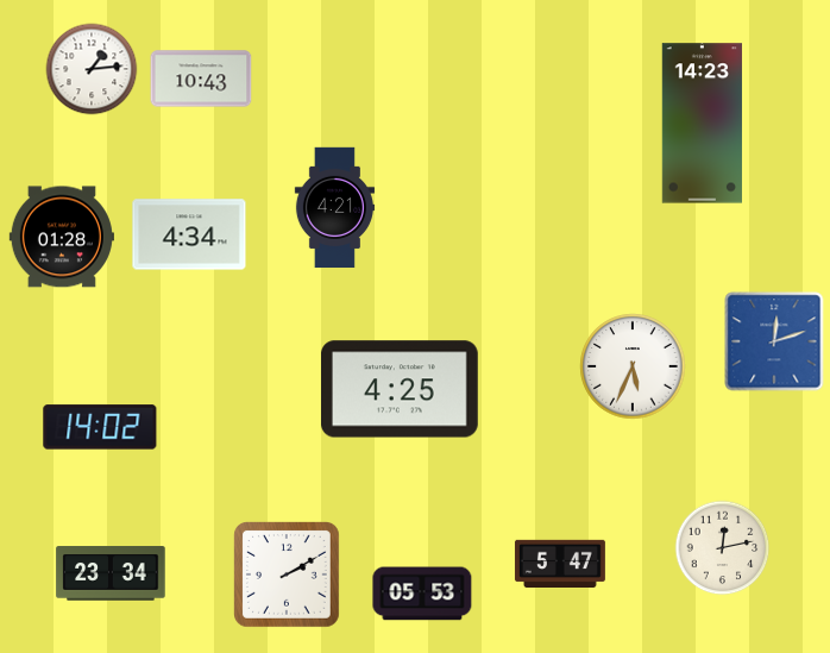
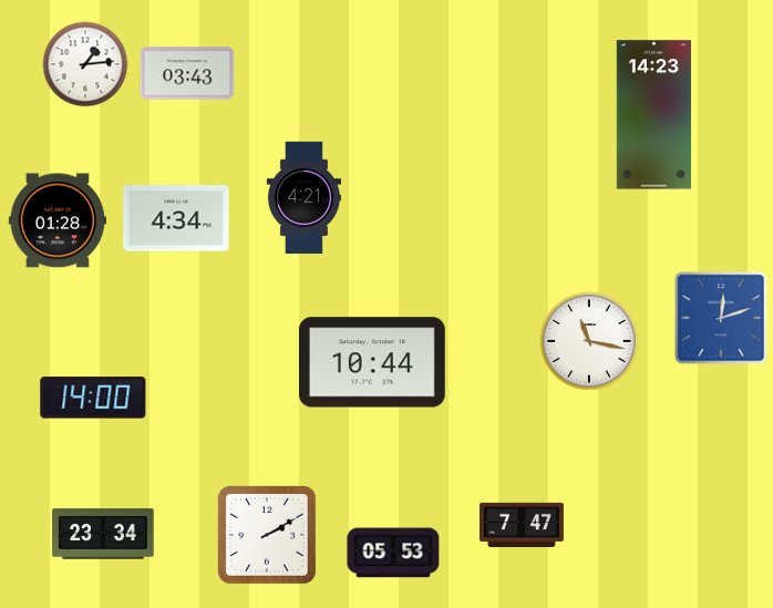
clock at (201, 79): 10:43 -> 03:43
clock at (334, 208) position: (334, 208) -> (303, 198)
clock at (633, 366): 5:34 -> 11:17
clock at (400, 389): 4:25 -> 10:44
clock at (100, 427): 14:02 -> 14:00
clock at (723, 548): 12:13 -> none
clock at (560, 563): 5:47 -> 7:47
